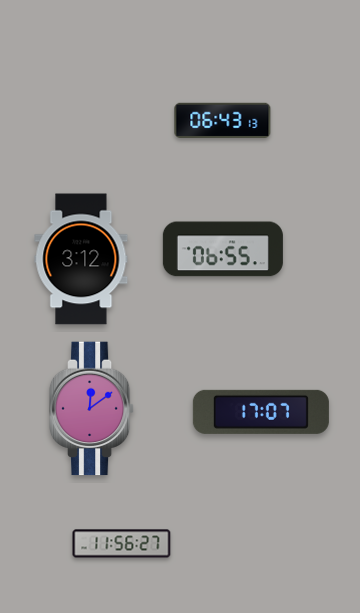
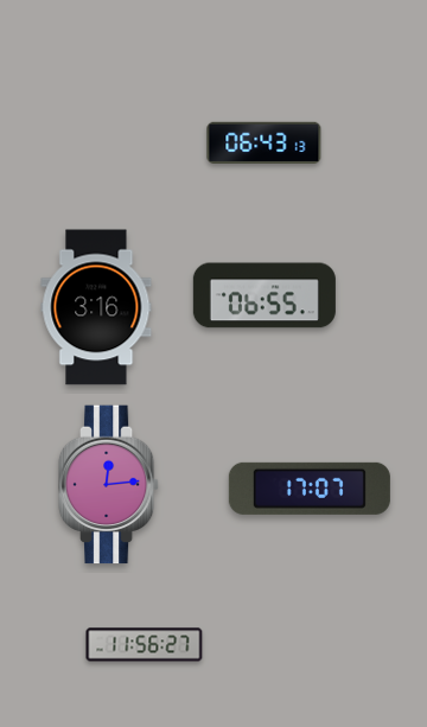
clock at (81, 259): 3:12 -> 3:16
clock at (92, 409): 12:09 -> 12:14
